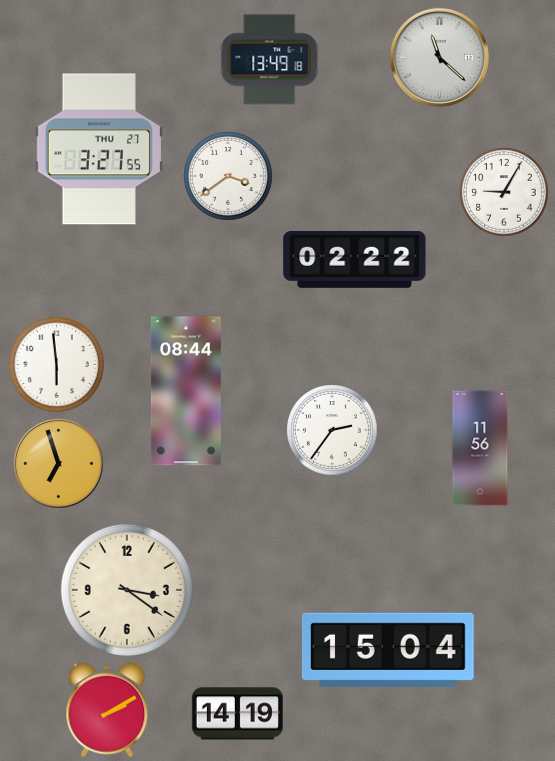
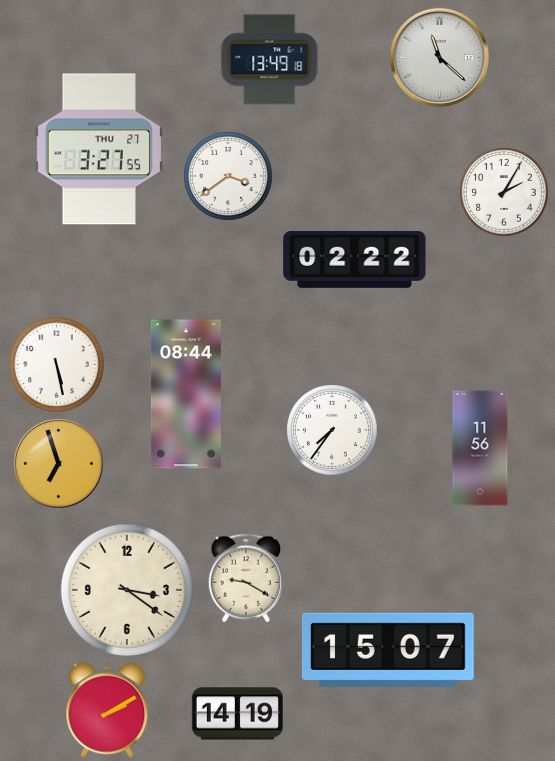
clock at (504, 192): 9:05 -> 2:05
clock at (57, 365): 5:59 -> 5:28
clock at (186, 391) position: (186, 391) -> (186, 394)
clock at (332, 430): 2:36 -> 7:36
clock at (246, 578): none -> 9:20
clock at (388, 650): 15:04 -> 15:07
